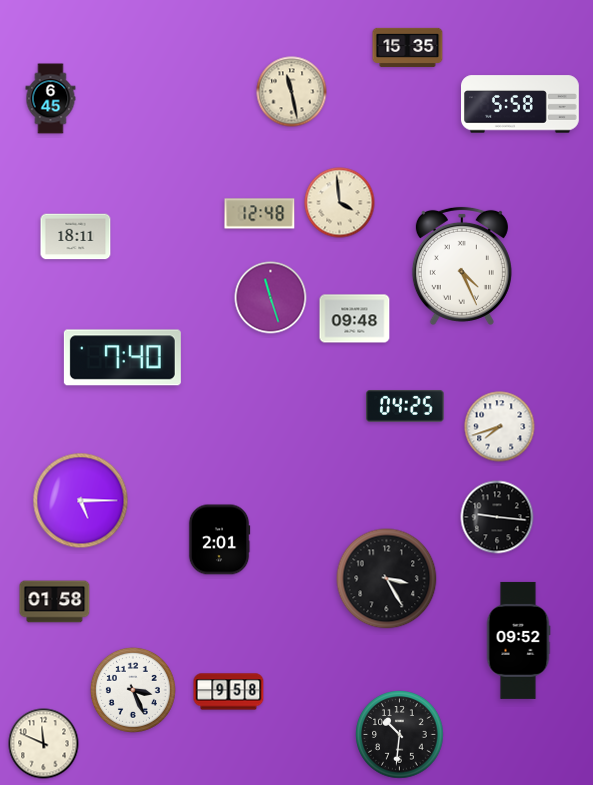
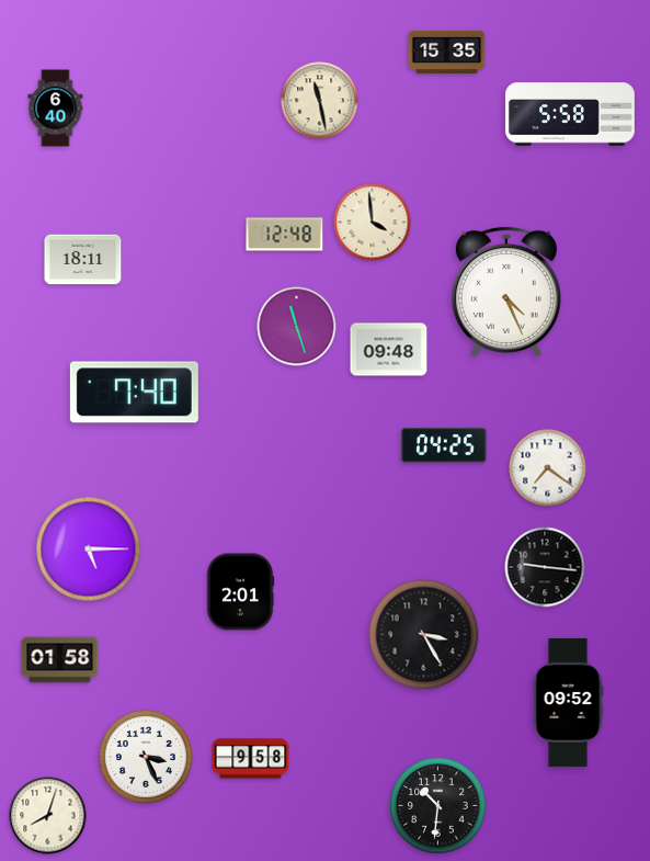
clock at (51, 99): 6:45 -> 6:40
clock at (500, 427): 7:42 -> 7:21
clock at (44, 744): 11:49 -> 8:03
